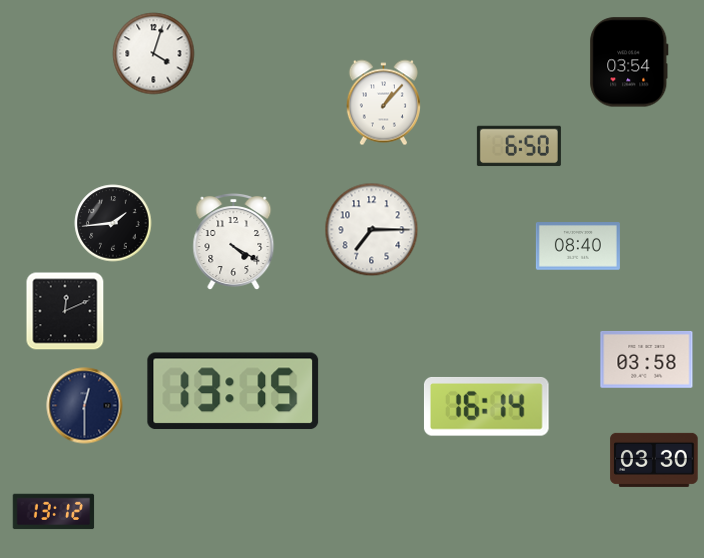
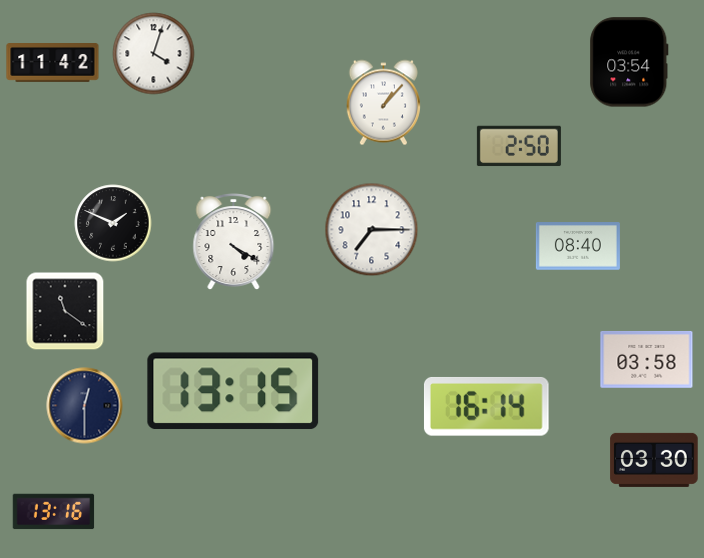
clock at (53, 63): none -> 11:42
clock at (519, 146): 6:50 -> 2:50
clock at (113, 223): 1:44 -> 1:49
clock at (65, 311): 12:11 -> 11:21
clock at (54, 512): 13:12 -> 13:16
